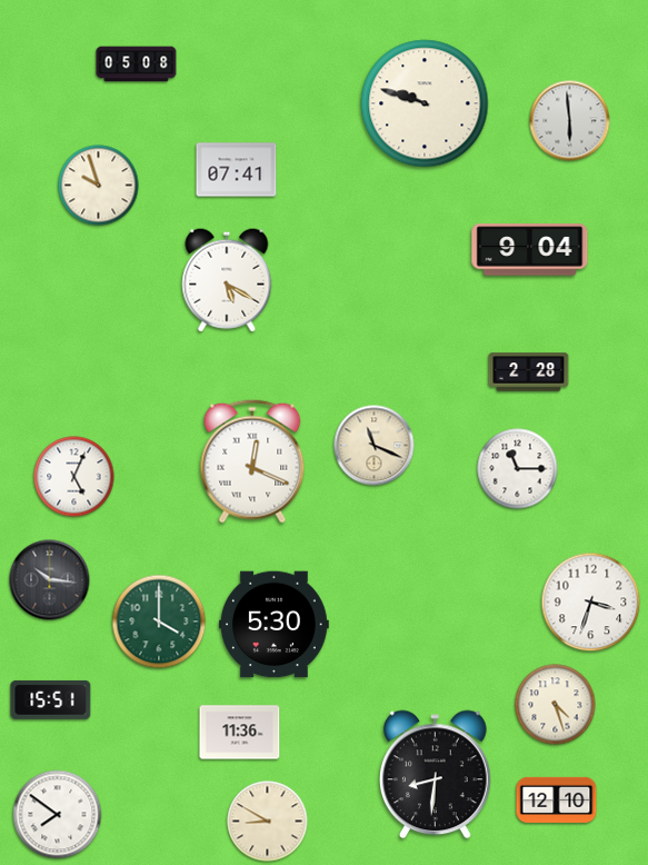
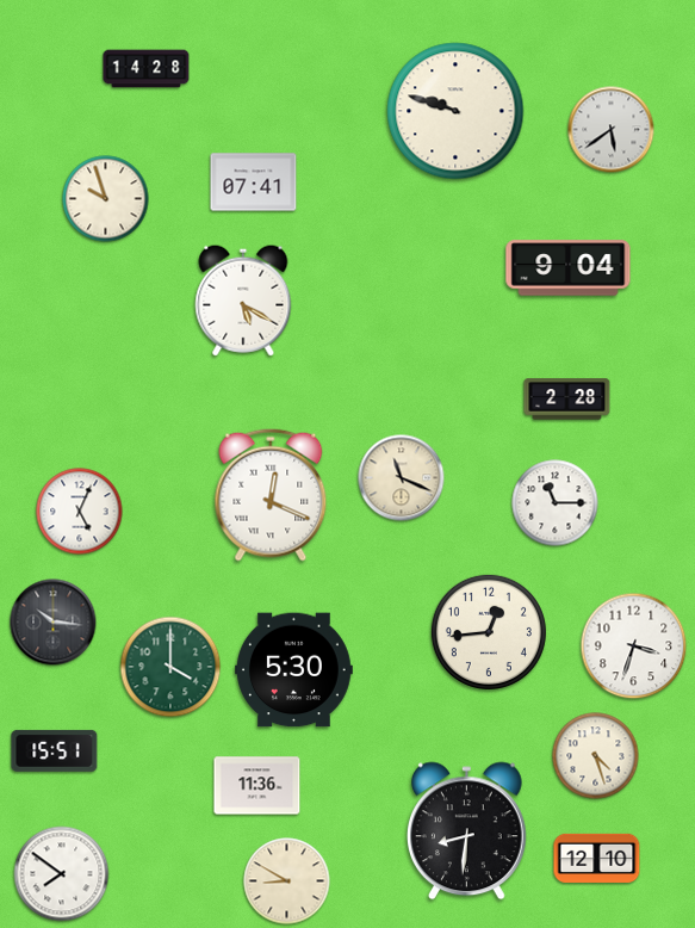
clock at (137, 64): 05:08 -> 14:28
clock at (570, 121): 5:59 -> 5:39
clock at (489, 632): none -> 12:44
